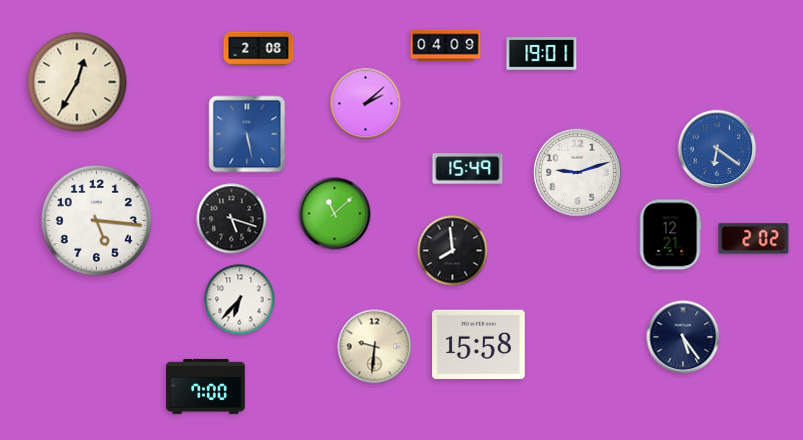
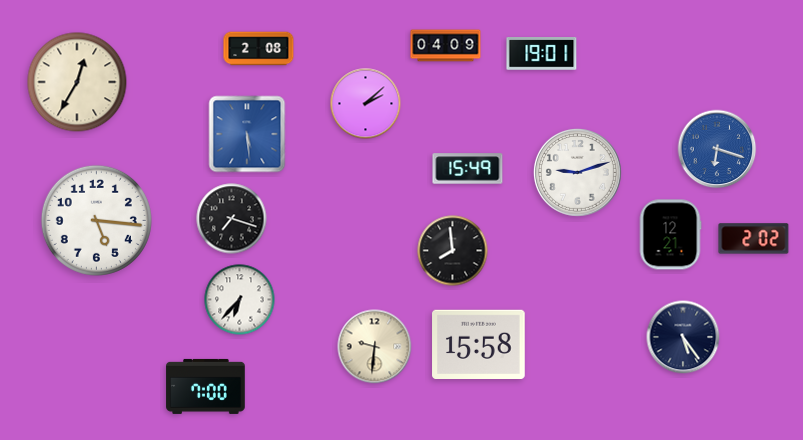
clock at (247, 134): 5:28 -> 5:29
clock at (717, 149): 6:21 -> 6:18
clock at (335, 214): 11:08 -> none
clock at (232, 219): 5:18 -> 7:18
